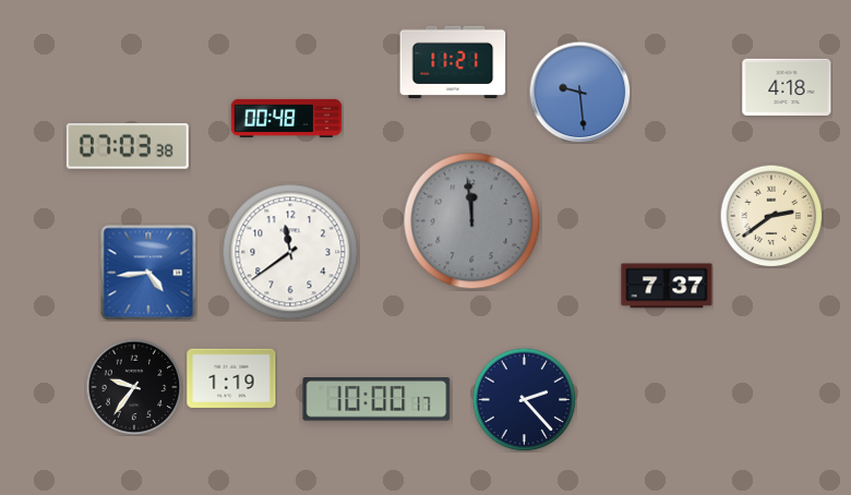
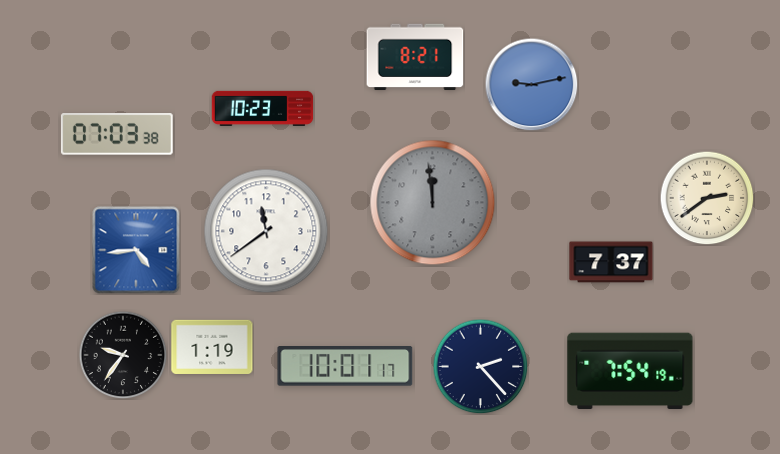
clock at (453, 62): 11:21 -> 8:21
clock at (787, 87): 4:18 -> none
clock at (579, 92): 9:29 -> 9:13
clock at (287, 118): 00:48 -> 10:23
clock at (376, 399): 10:00 -> 10:01
clock at (630, 371): none -> 7:54
